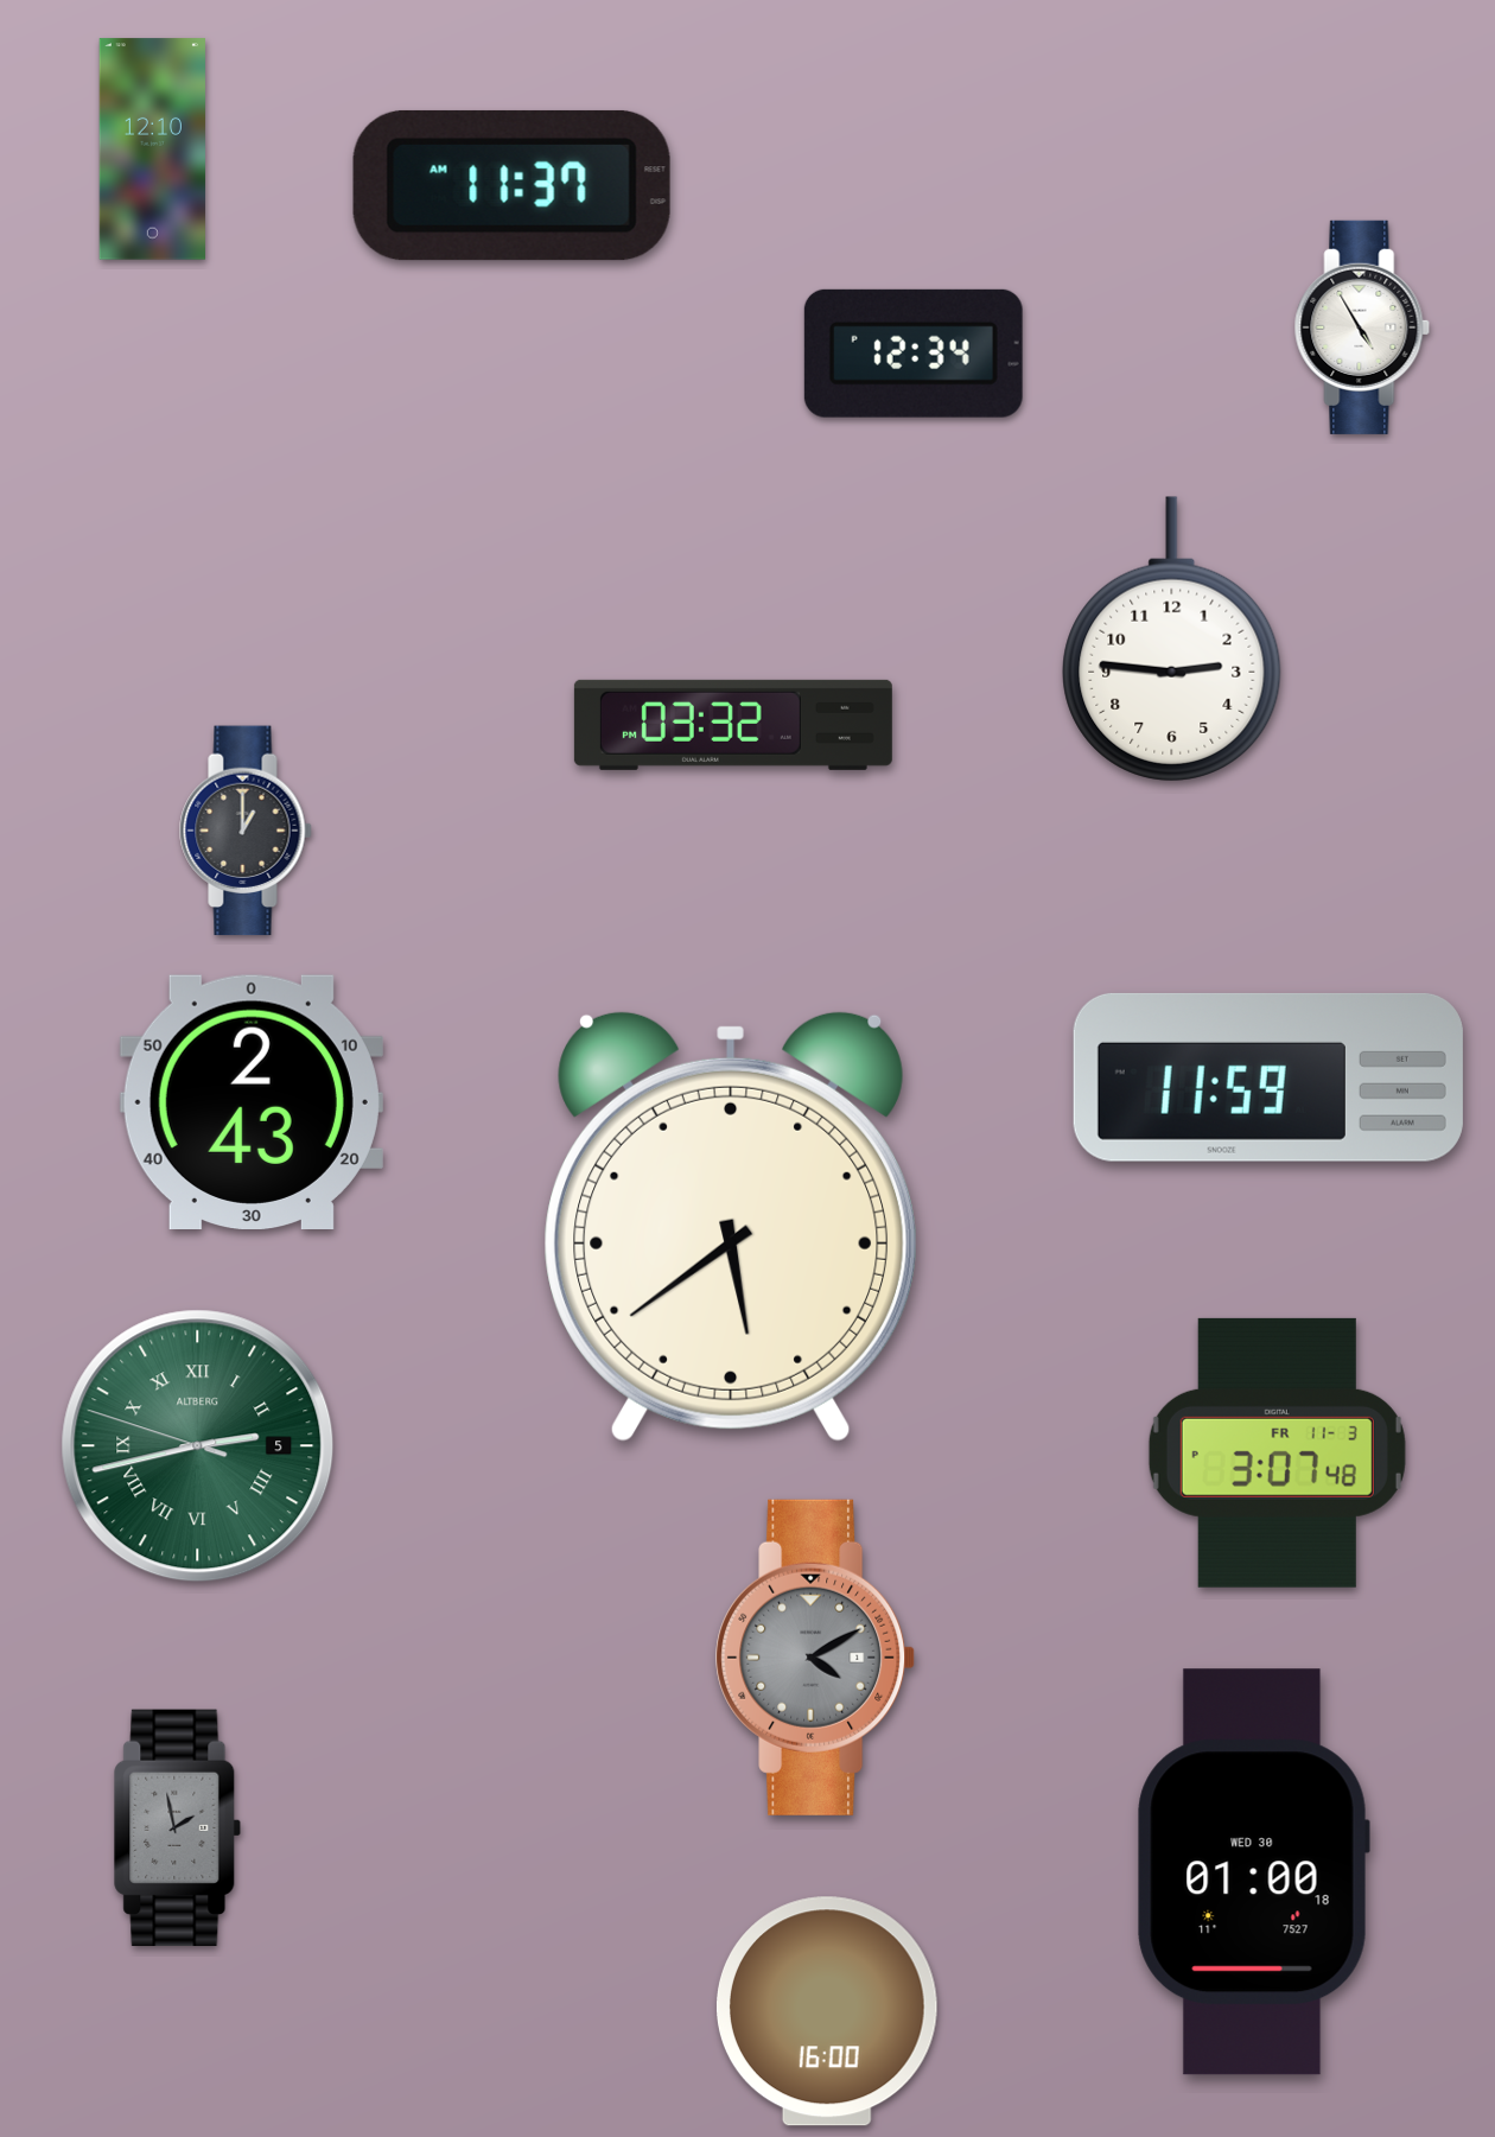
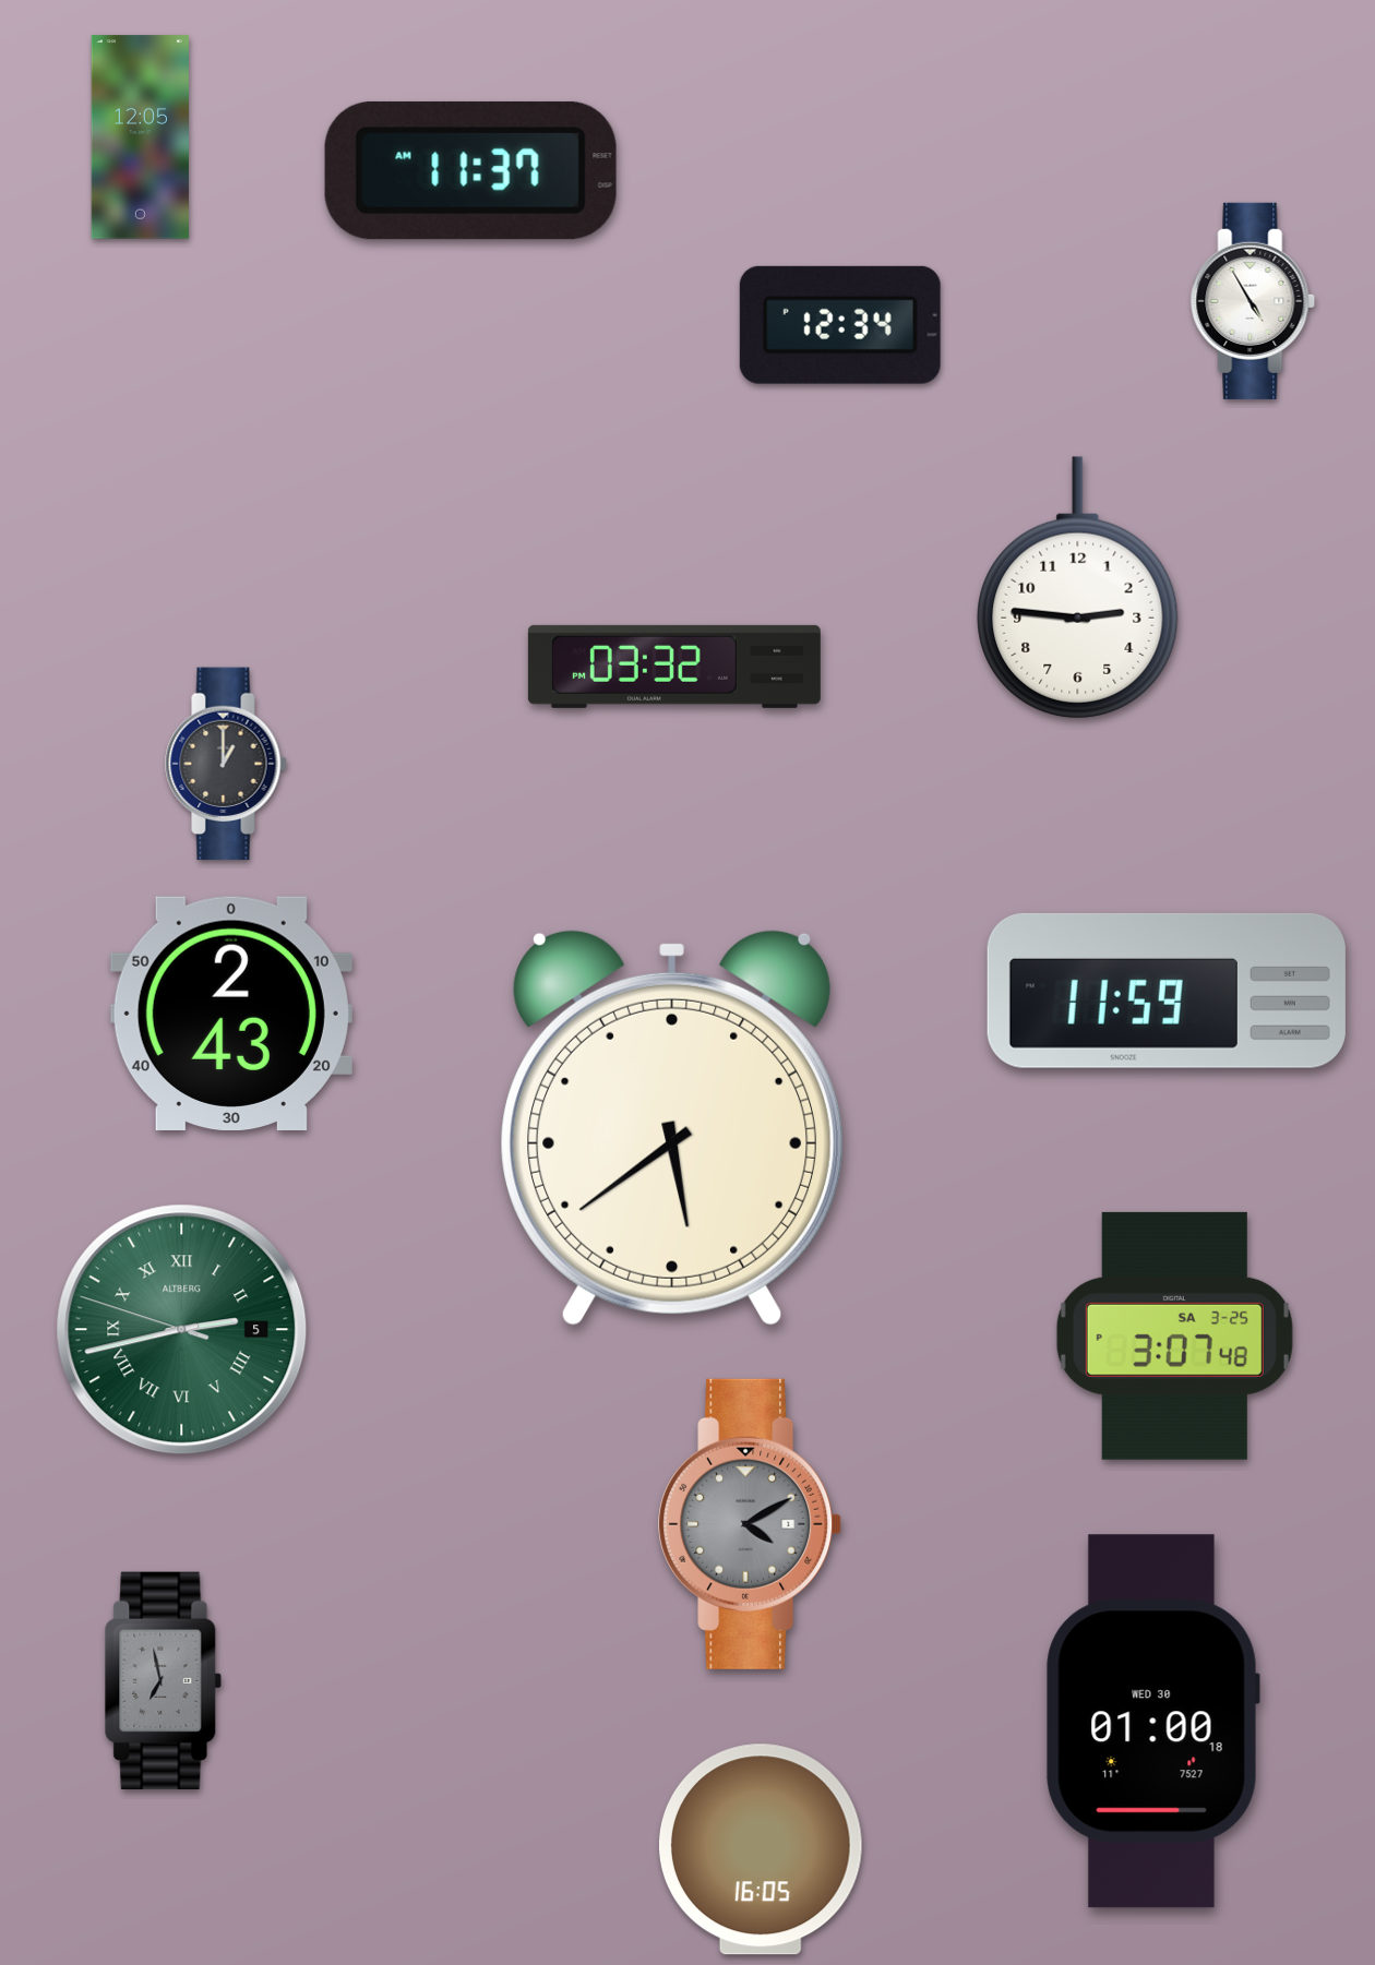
clock at (152, 150): 12:10 -> 12:05
clock at (1277, 1452) date: FR 11-3 -> SA 3-25
clock at (178, 1827): 1:58 -> 6:58
clock at (827, 2011): 16:00 -> 16:05
